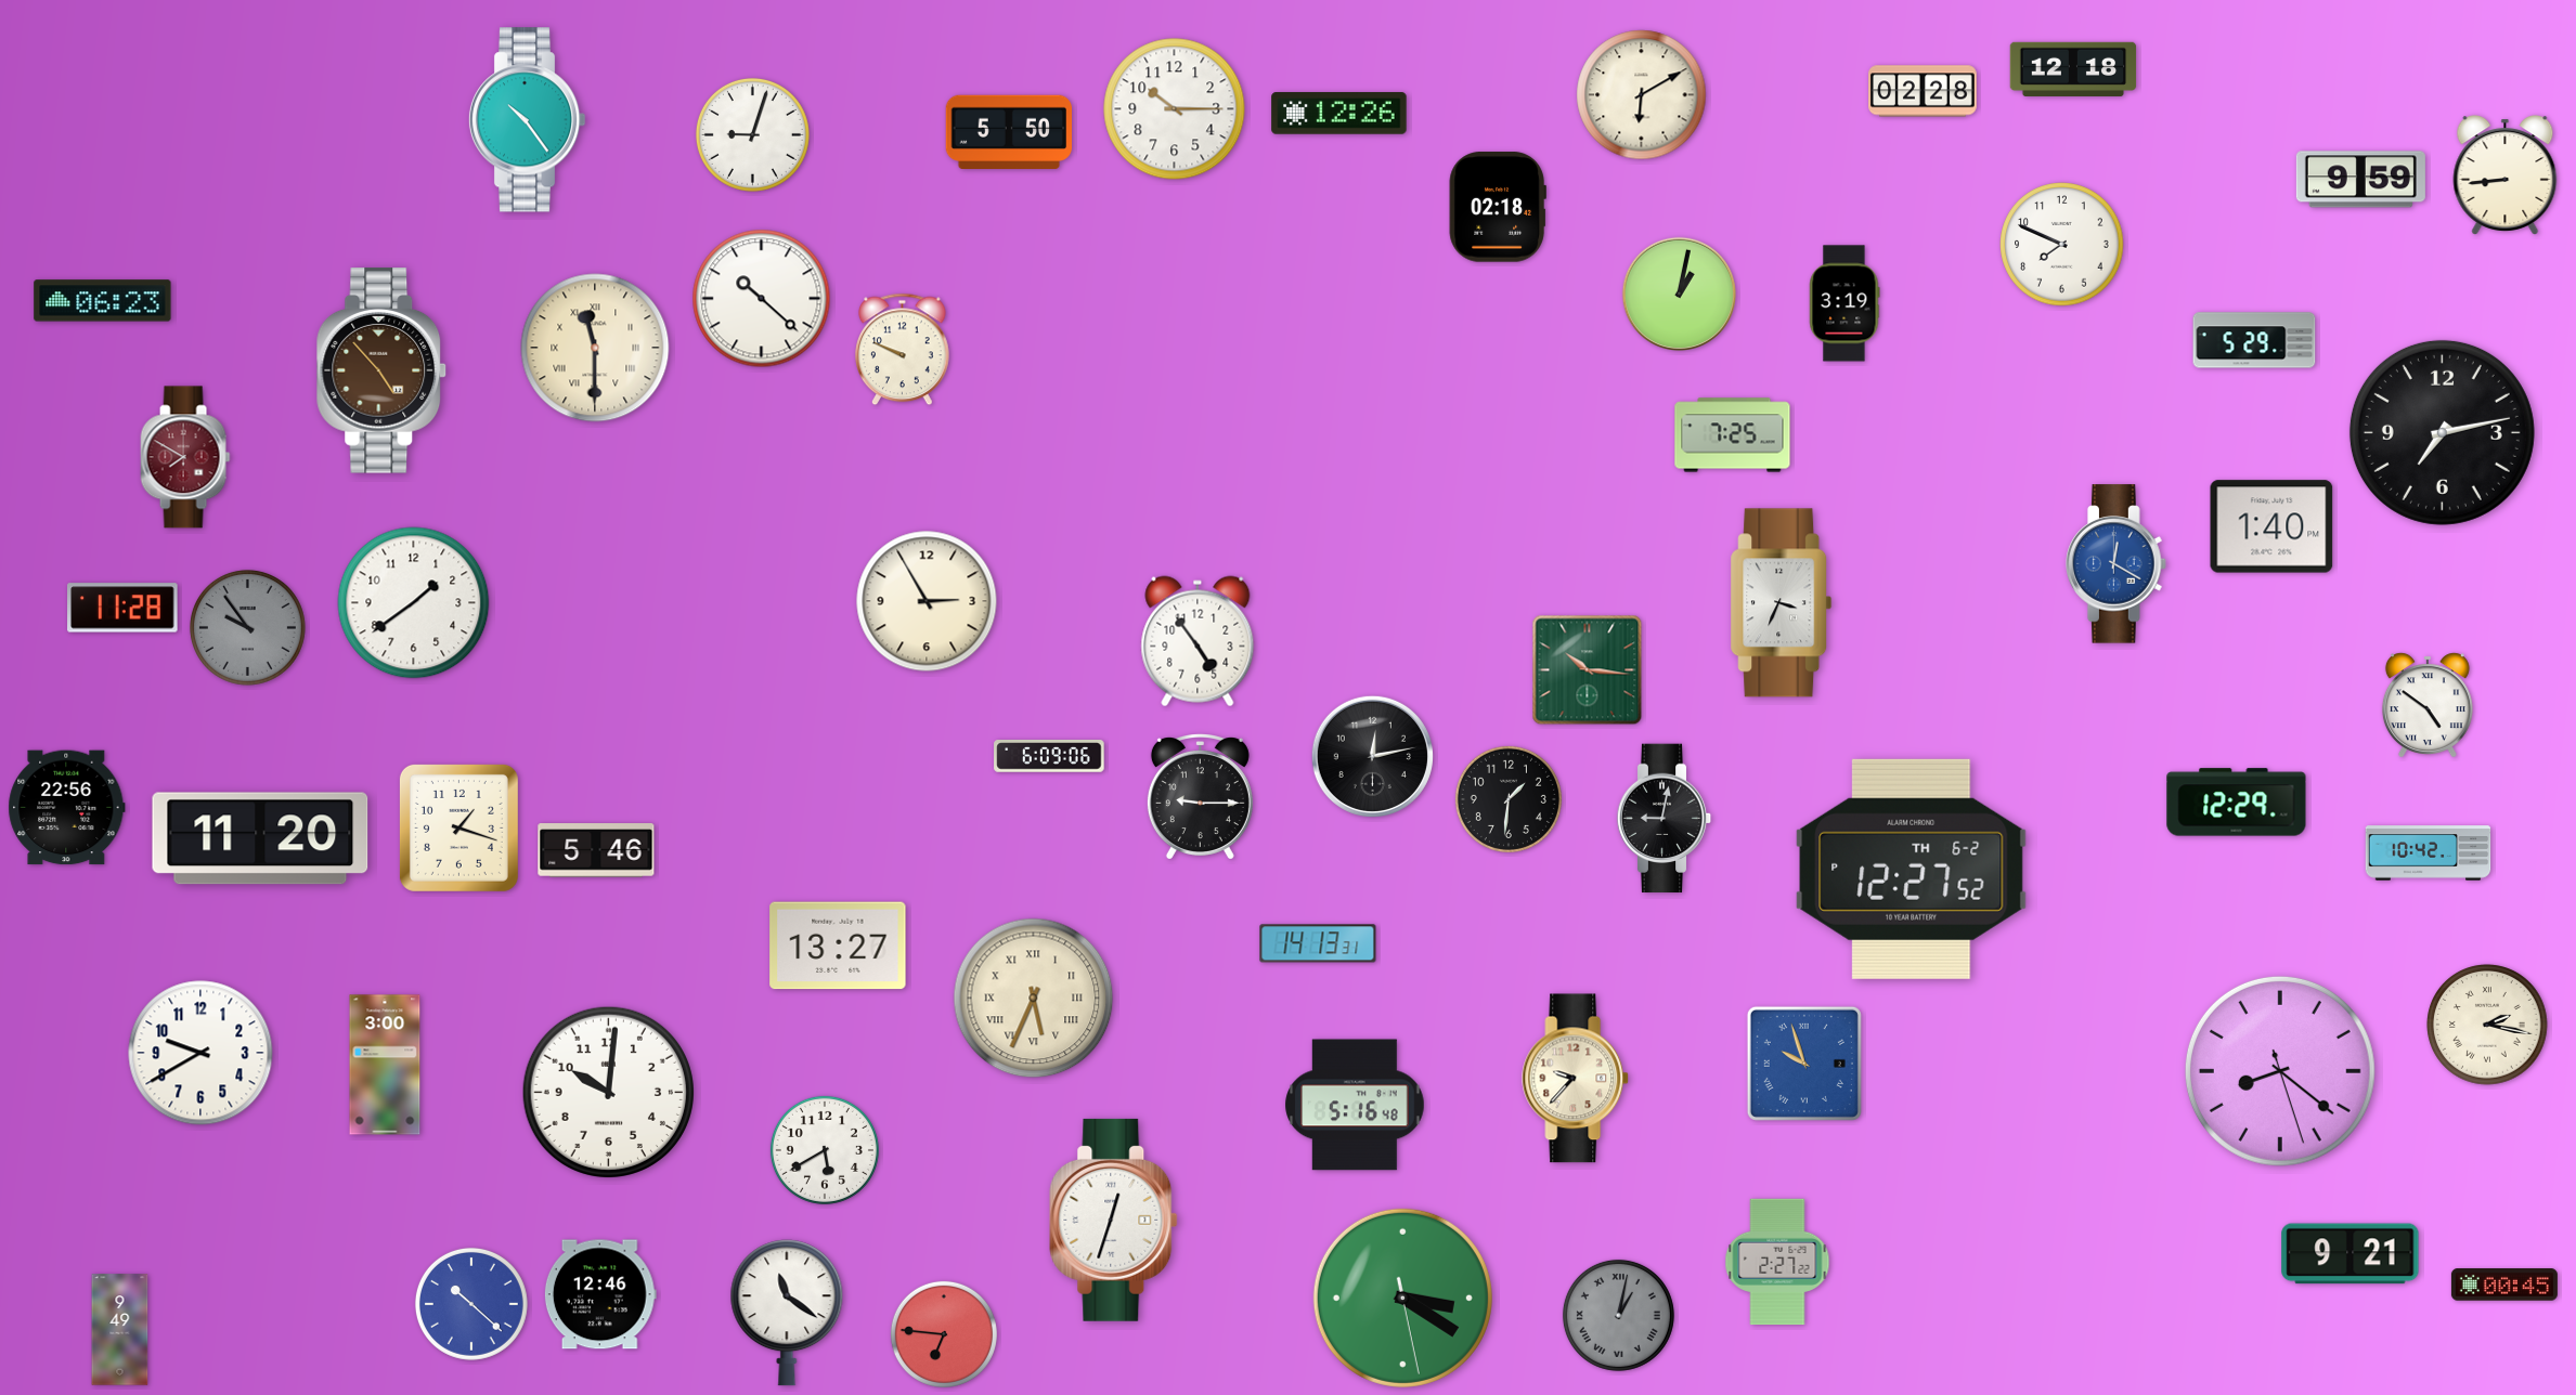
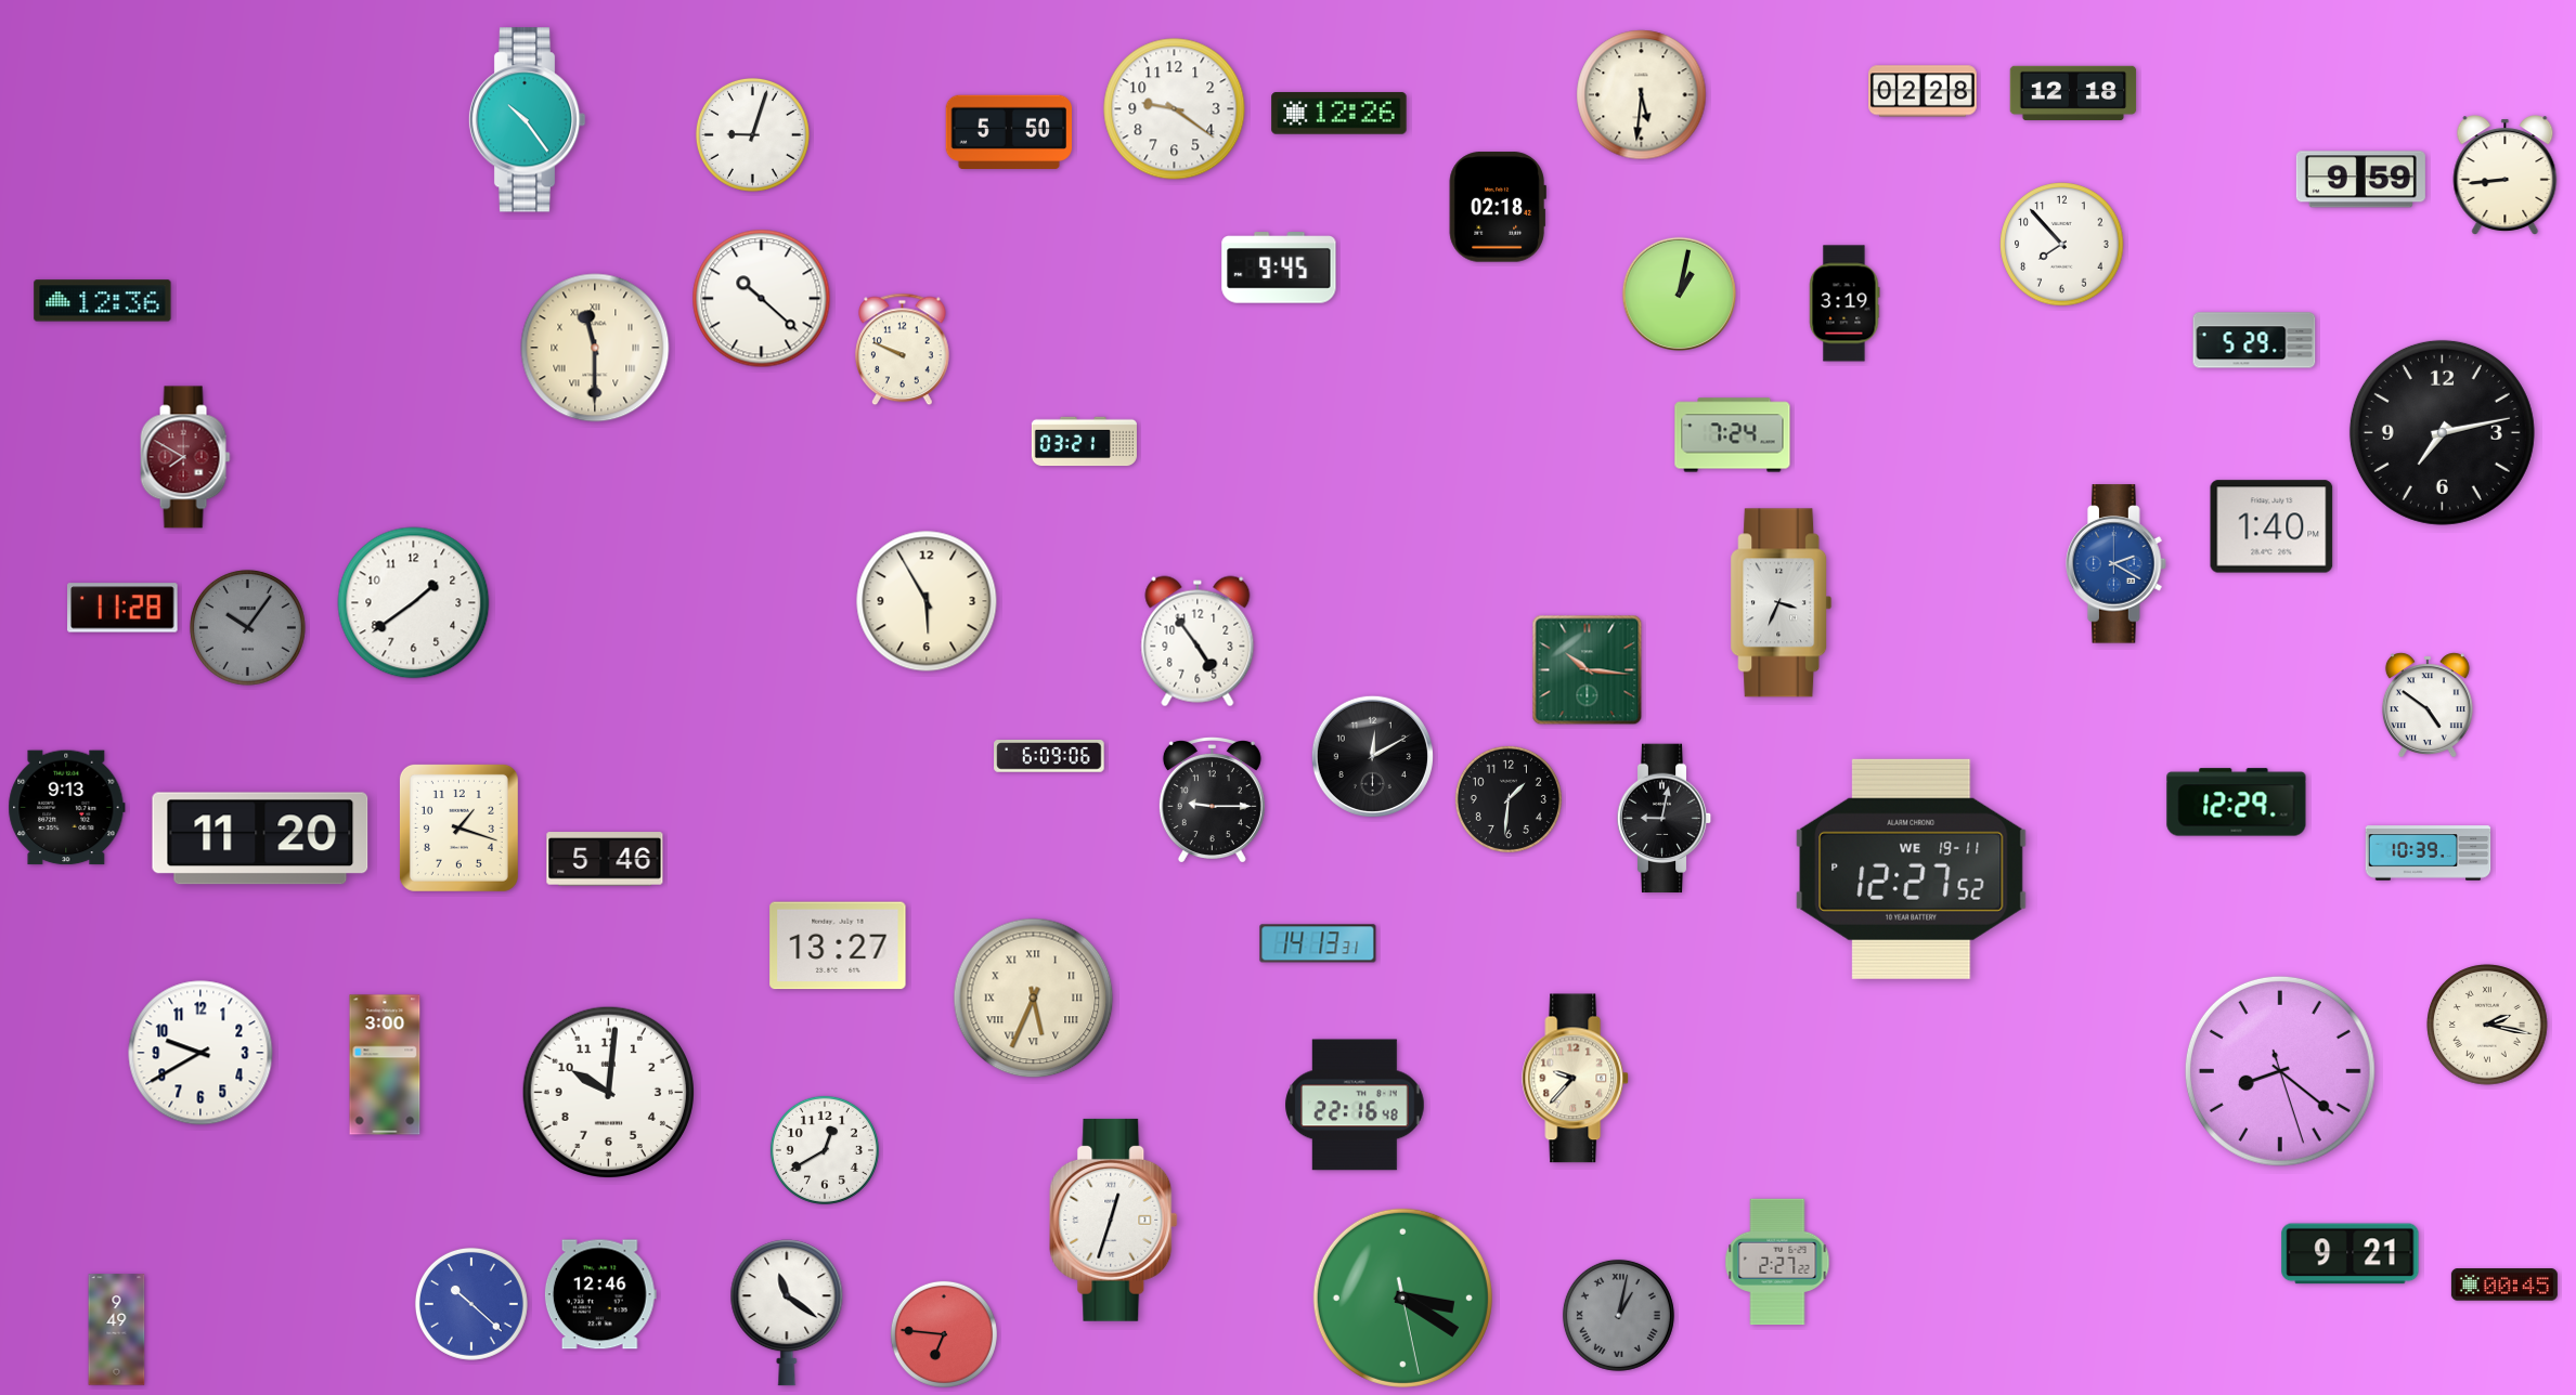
clock at (2073, 69) position: (2073, 69) -> (2073, 93)
clock at (1642, 95): 6:10 -> 5:31
clock at (1175, 109): 10:15 -> 9:21
clock at (2062, 245): 7:49 -> 7:53
clock at (1279, 268): none -> 9:45
clock at (103, 301): 06:23 -> 12:36
clock at (381, 370): 4:53 -> none
clock at (1733, 435): 7:25 -> 7:24
clock at (1084, 442): none -> 03:21
clock at (2117, 564): 12:20 -> 2:20
clock at (927, 601): 2:55 -> 5:55
clock at (247, 627): 9:54 -> 10:06
clock at (1372, 756): 12:13 -> 12:10
clock at (1200, 797) position: (1200, 797) -> (1212, 800)
clock at (67, 808): 22:56 -> 9:13
clock at (596, 850) position: (596, 850) -> (605, 859)
clock at (2429, 853): 10:42 -> 10:39
clock at (1912, 869) date: TH 6-2 -> WE 19-11
clock at (1804, 1064): 9:57 -> none
clock at (1355, 1105): 5:16 -> 22:16
clock at (825, 1150): 5:40 -> 12:40
clock at (120, 1330) position: (120, 1330) -> (117, 1330)
